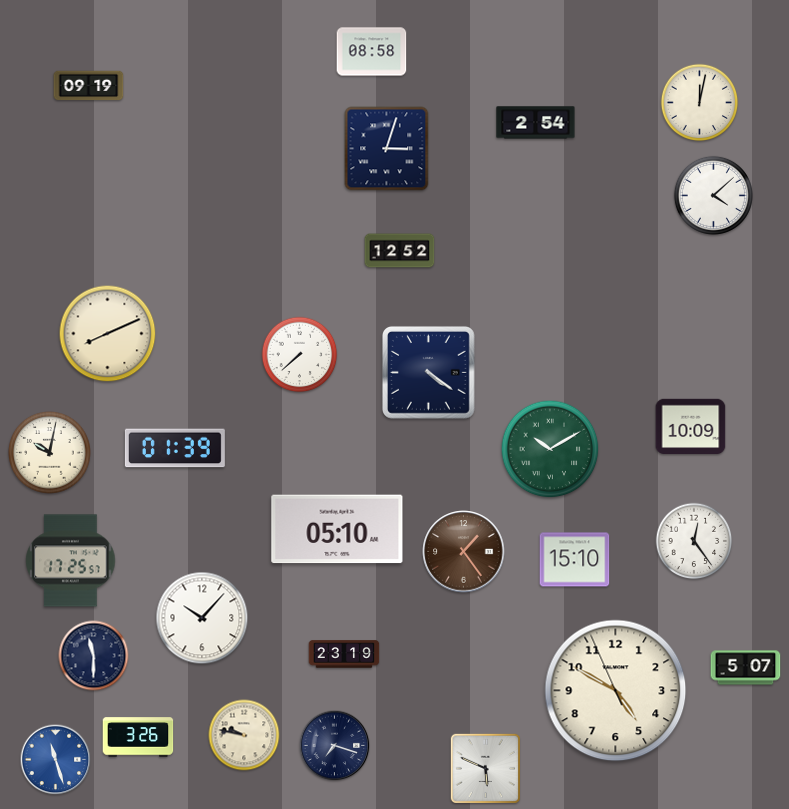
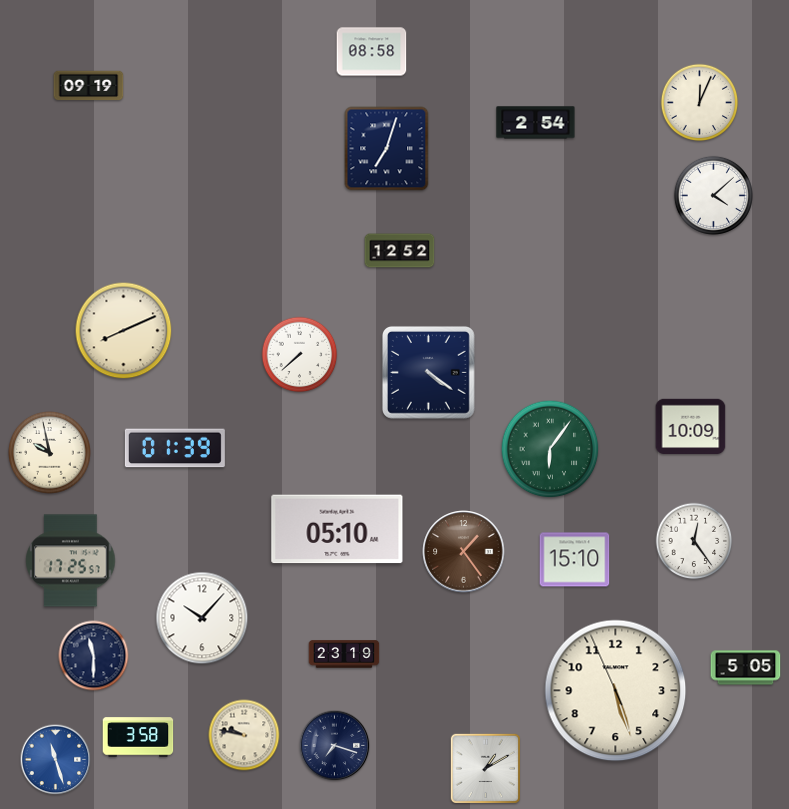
clock at (700, 103): 12:02 -> 12:04
clock at (387, 149): 3:03 -> 7:03
clock at (108, 334) position: (108, 334) -> (124, 331)
clock at (550, 449): 10:10 -> 6:06
clock at (50, 453): 10:02 -> 9:58
clock at (746, 668): 5:07 -> 5:05
clock at (616, 691): 4:49 -> 5:26
clock at (138, 737): 3:26 -> 3:58
clock at (485, 768): 5:49 -> 1:10
